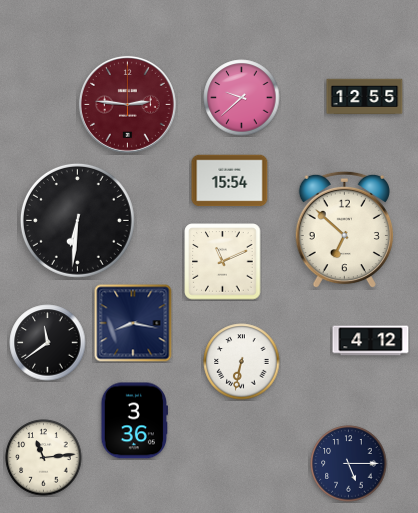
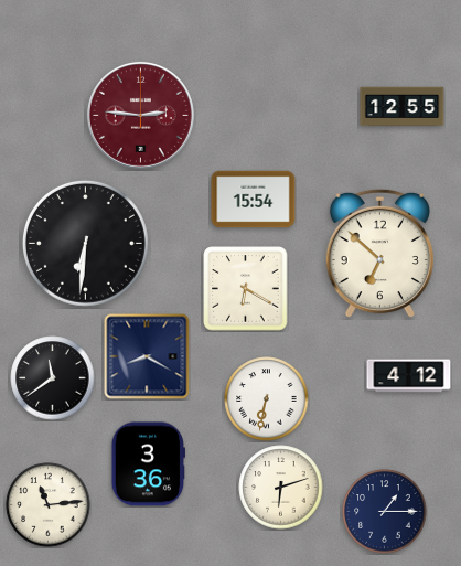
clock at (242, 98): 9:38 -> none
clock at (223, 262): 11:11 -> 6:20
clock at (133, 323): 8:17 -> 8:20
clock at (281, 488): none -> 6:12
clock at (349, 464): 5:15 -> 1:15
